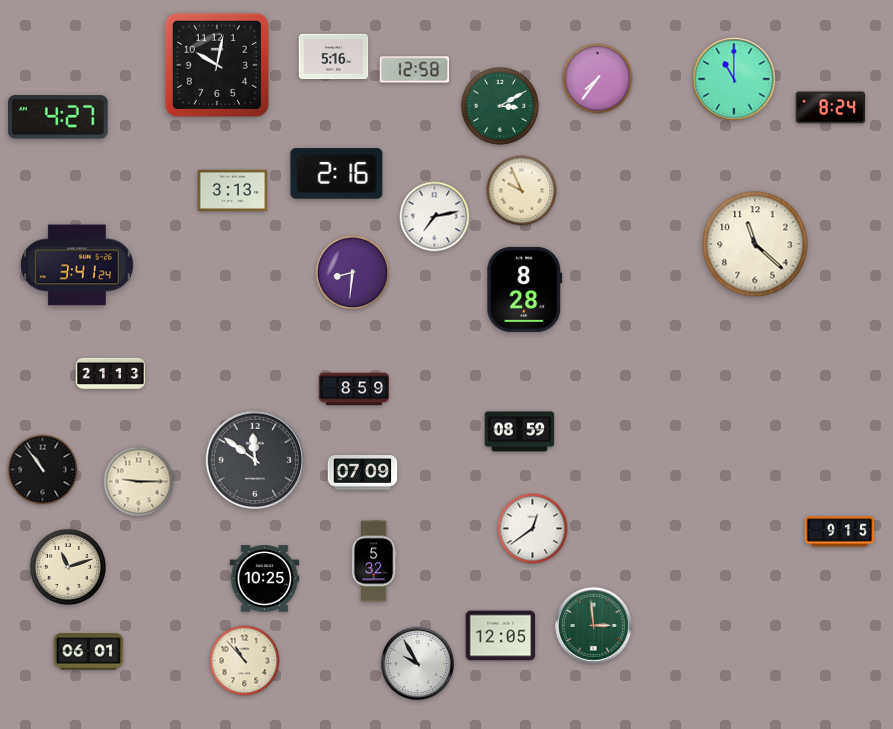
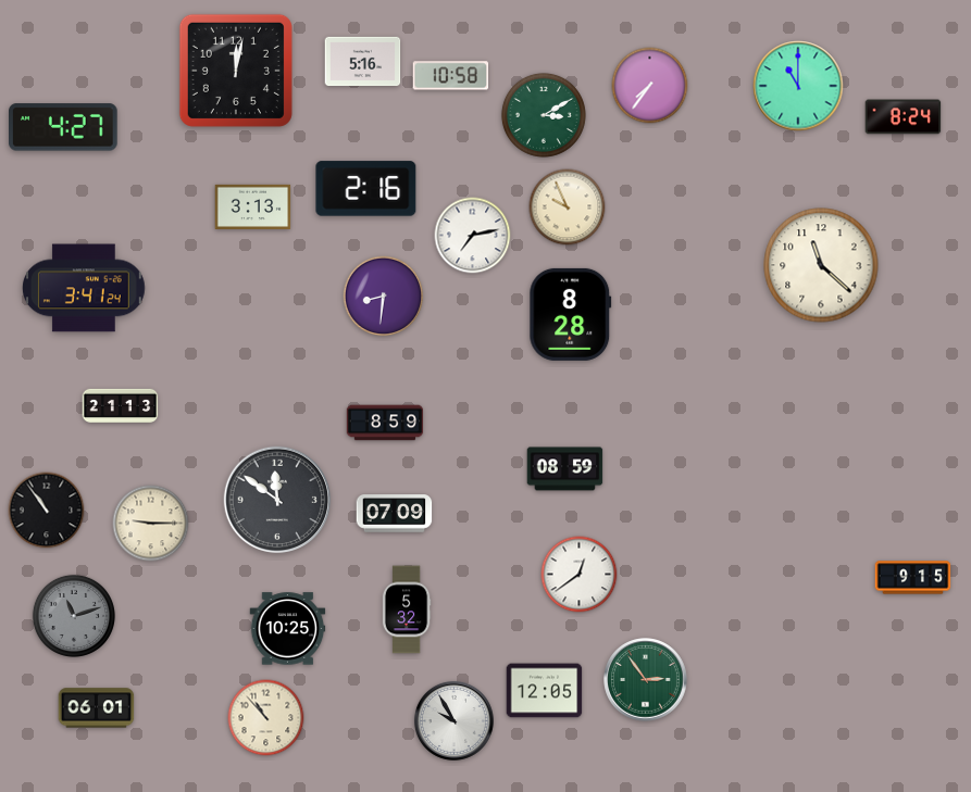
clock at (217, 65): 10:02 -> 12:02
clock at (415, 70): 12:58 -> 10:58
clock at (68, 567) dial: cream -> grey
clock at (594, 626): 2:59 -> 2:54
